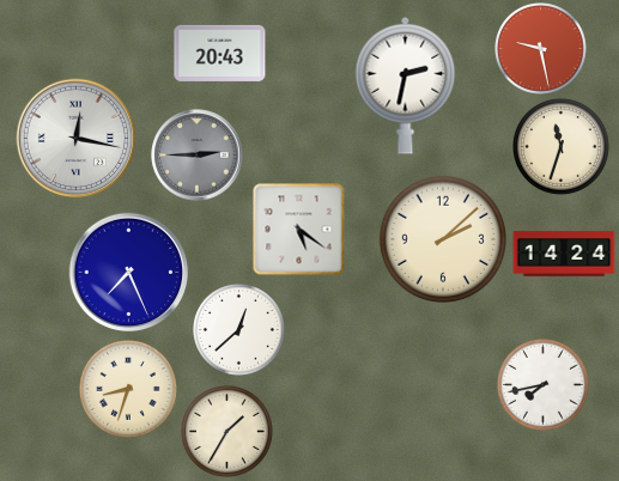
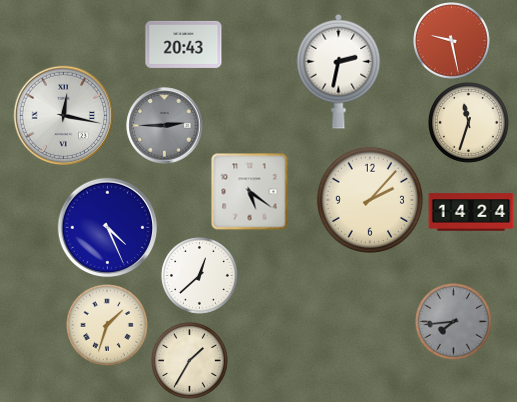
clock at (198, 156) position: (198, 156) -> (165, 126)
clock at (443, 239): 2:08 -> 2:07
clock at (129, 273): 7:26 -> 4:26
clock at (544, 385): 7:43 -> 7:44
clock at (544, 385) dial: white -> grey
clock at (128, 389): 8:33 -> 1:33
